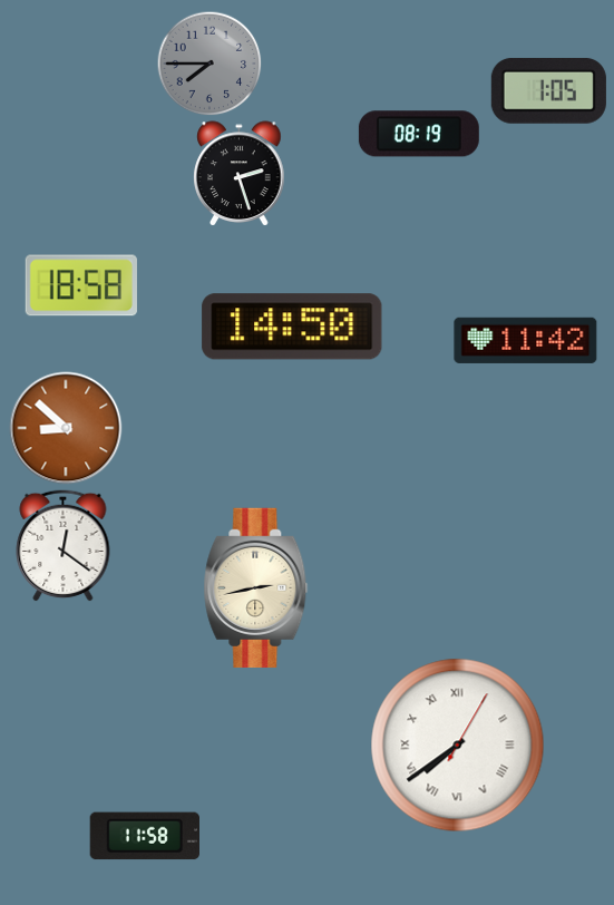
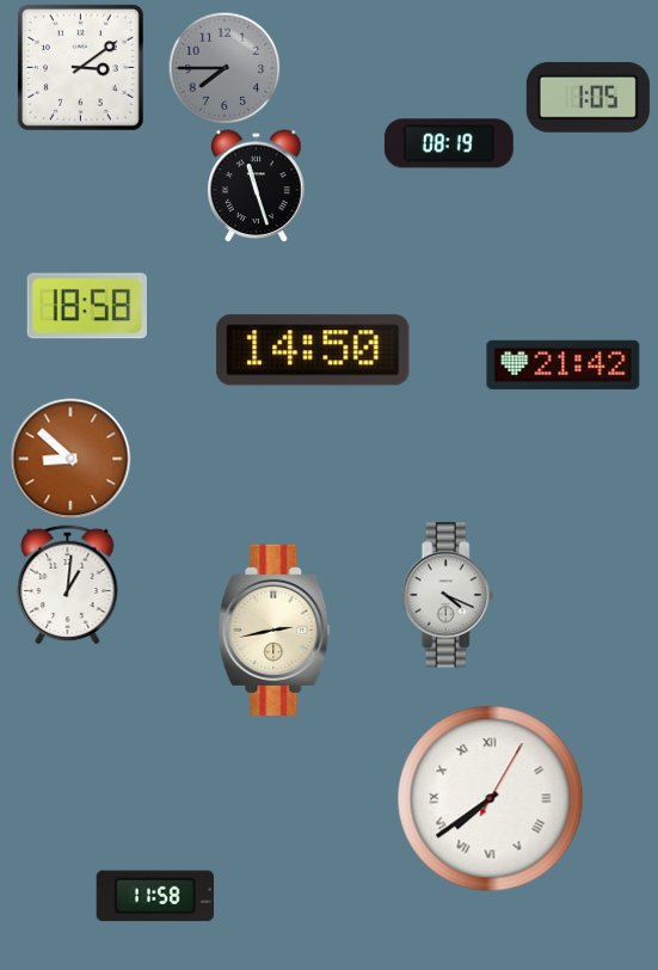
clock at (80, 67): none -> 3:09
clock at (240, 174): 2:27 -> 11:27
clock at (526, 340): 11:42 -> 21:42
clock at (64, 545): 12:21 -> 1:01
clock at (448, 595): none -> 4:19
